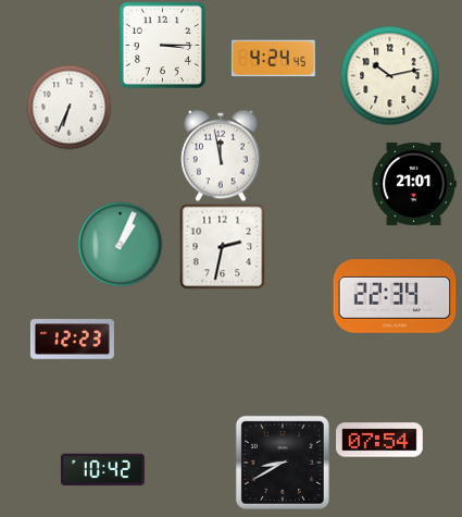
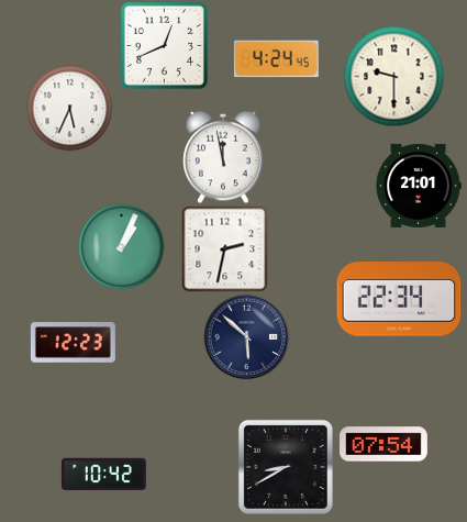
clock at (162, 45): 3:15 -> 12:41
clock at (389, 75): 10:13 -> 9:30
clock at (68, 107): 6:34 -> 5:34
clock at (246, 336): none -> 5:52
